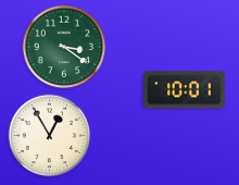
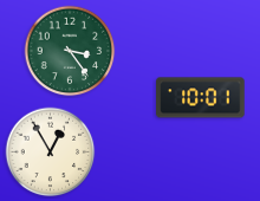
clock at (64, 47): 3:21 -> 3:24
clock at (50, 136) position: (50, 136) -> (51, 153)
